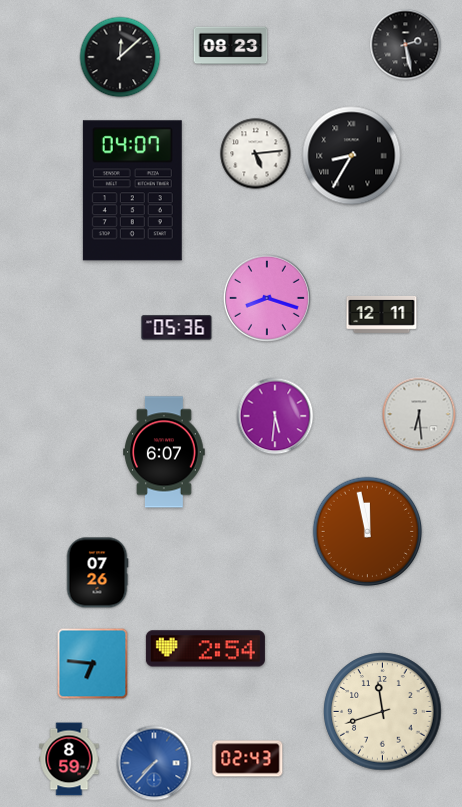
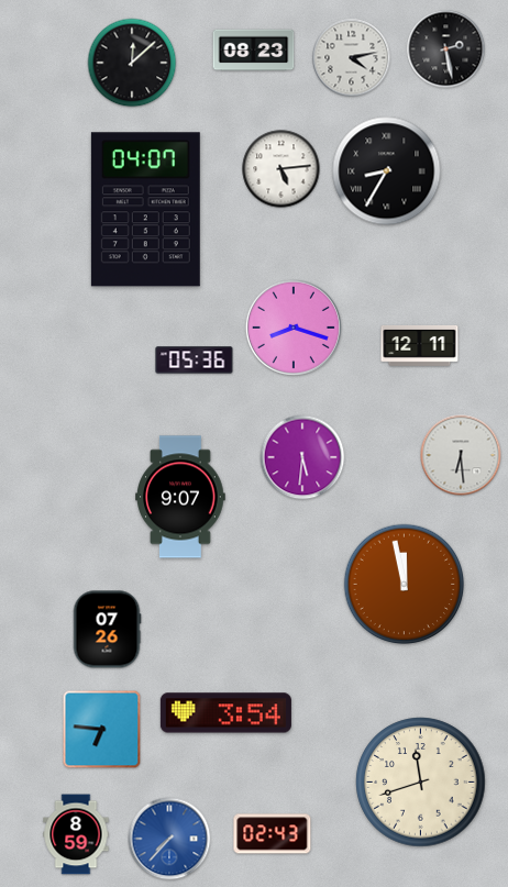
clock at (352, 58): none -> 4:13
clock at (164, 452): 6:07 -> 9:07
clock at (205, 649): 2:54 -> 3:54
